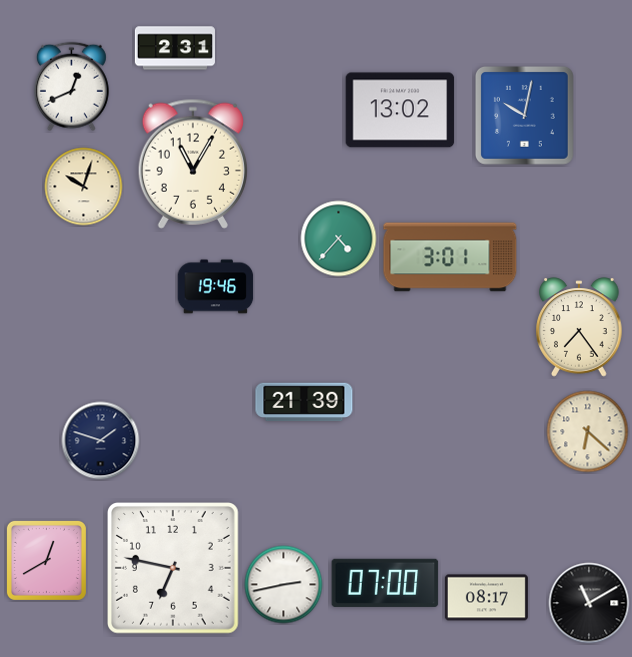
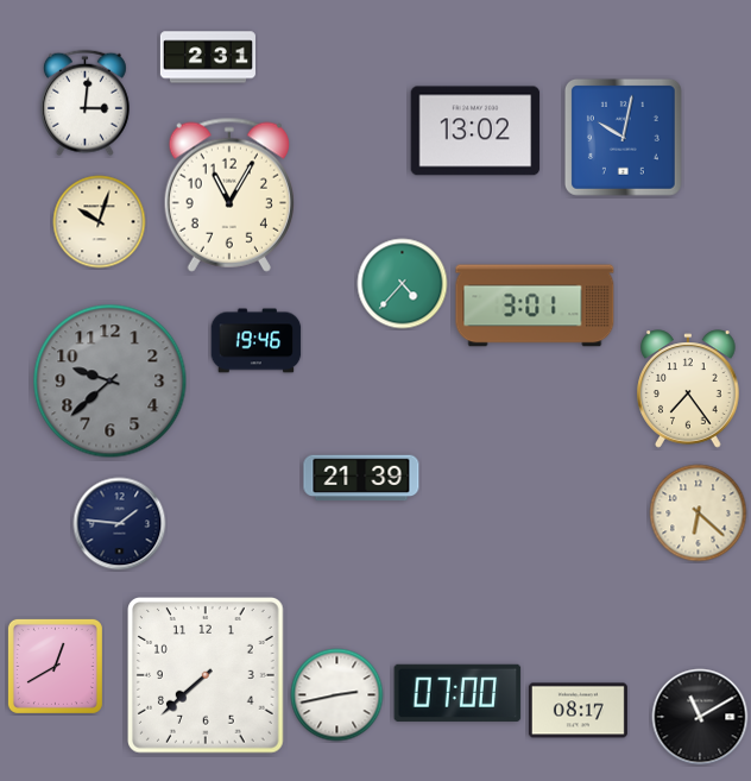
clock at (71, 87): 12:41 -> 3:01
clock at (111, 382): none -> 9:38
clock at (101, 441): 1:48 -> 1:46
clock at (174, 569): 6:47 -> 7:38
